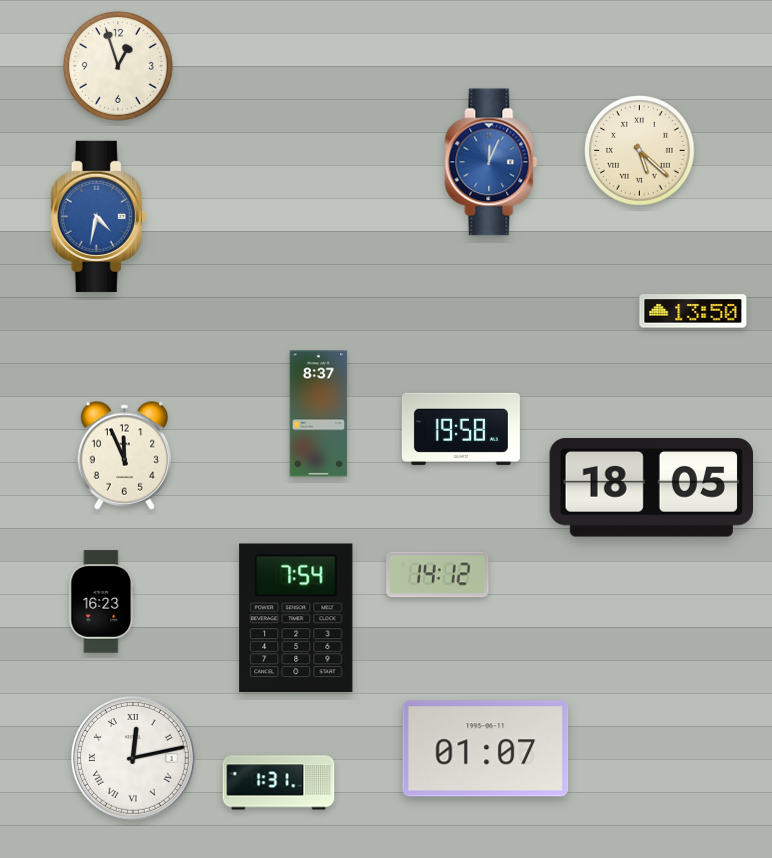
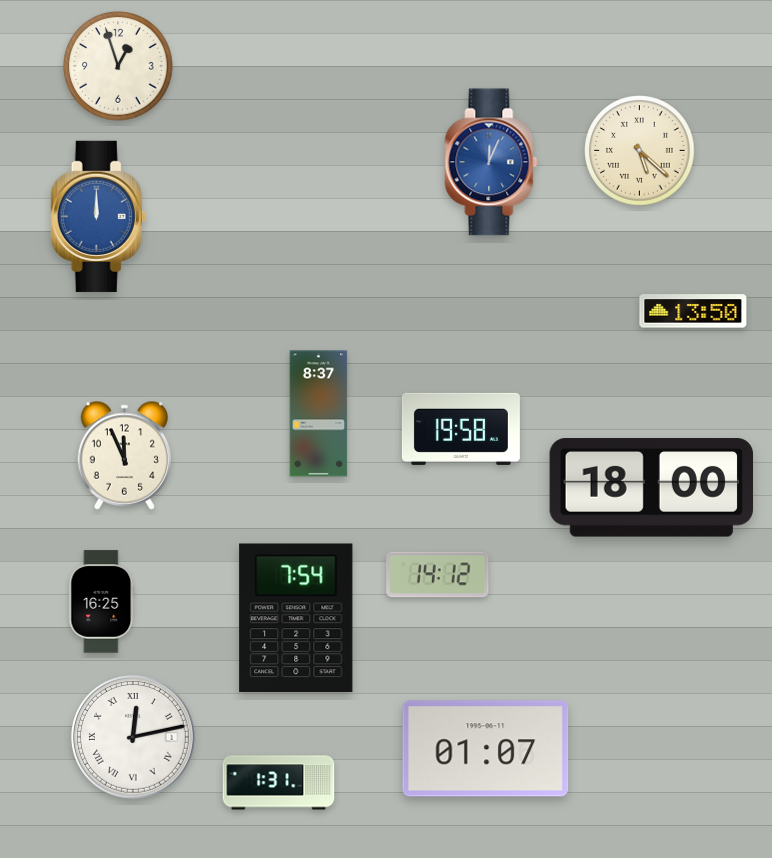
clock at (99, 216): 4:32 -> 12:00
clock at (651, 488): 18:05 -> 18:00
clock at (102, 602): 16:23 -> 16:25
clock at (133, 758) position: (133, 758) -> (133, 737)
